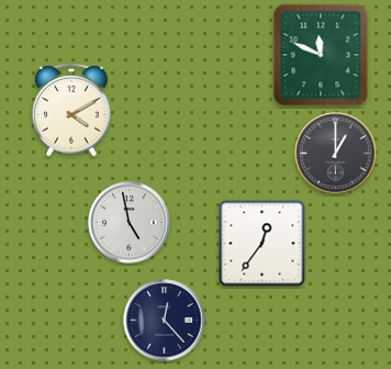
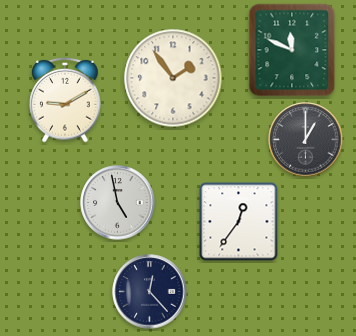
clock at (173, 78): none -> 1:54
clock at (71, 110): 4:10 -> 9:10
